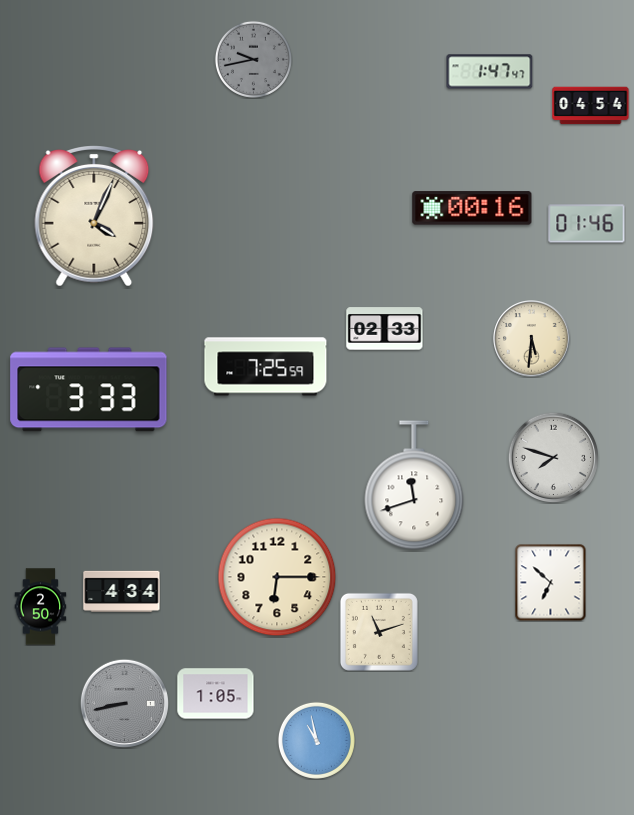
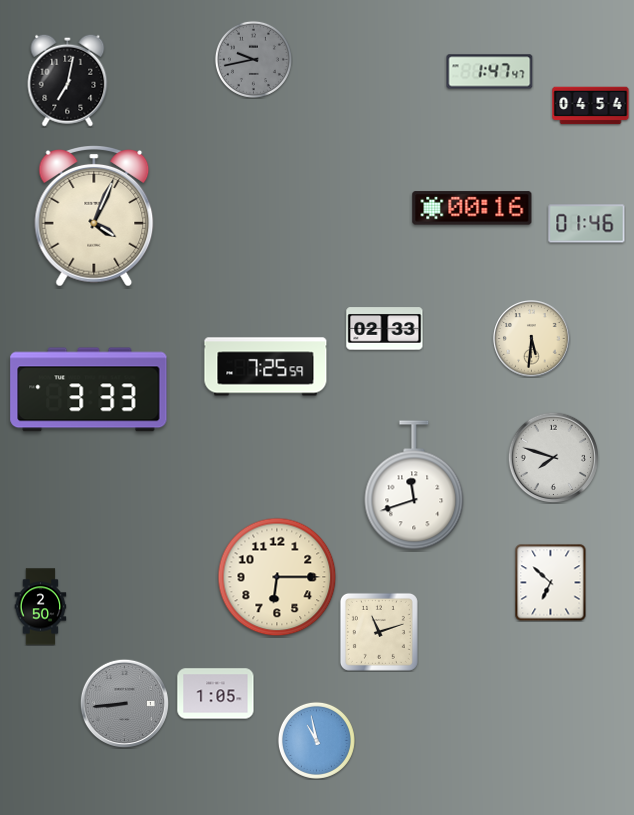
clock at (68, 80): none -> 7:02
clock at (122, 591): 4:34 -> none
clock at (124, 703): 8:43 -> 8:44
